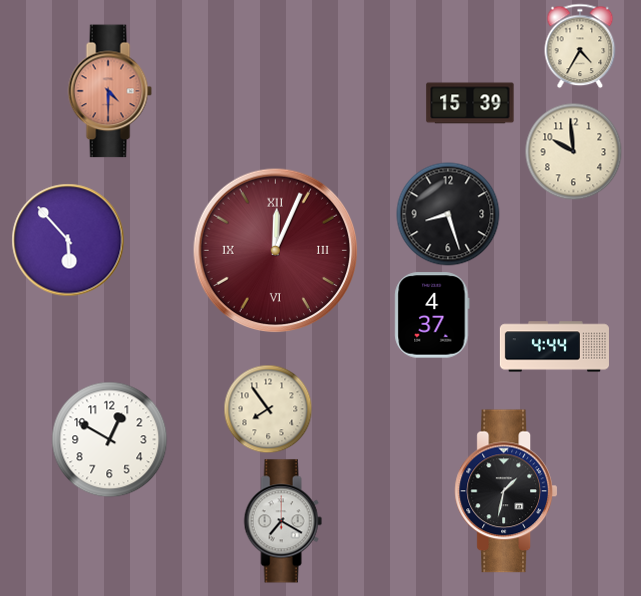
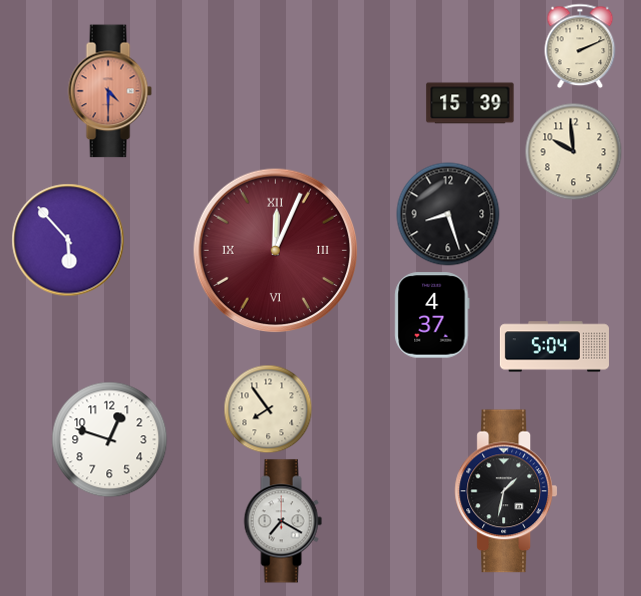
clock at (580, 46): 4:35 -> 2:11
clock at (554, 347): 4:44 -> 5:04
clock at (110, 440): 12:50 -> 12:48
